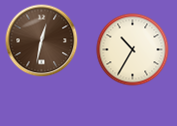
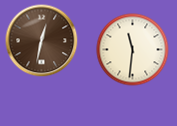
clock at (133, 50): 10:35 -> 11:31
